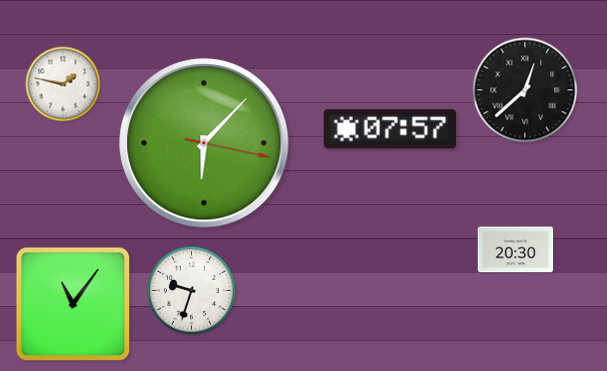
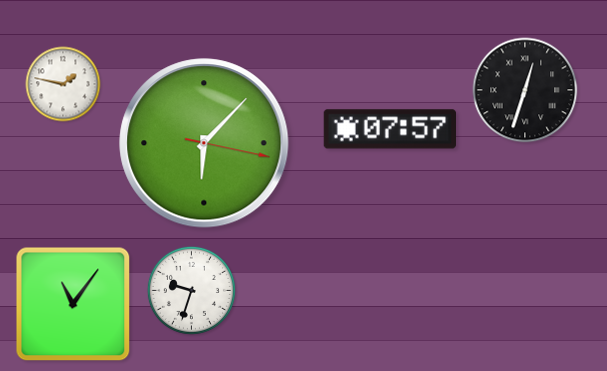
clock at (525, 90): 12:38 -> 12:33
clock at (516, 250): 20:30 -> none
